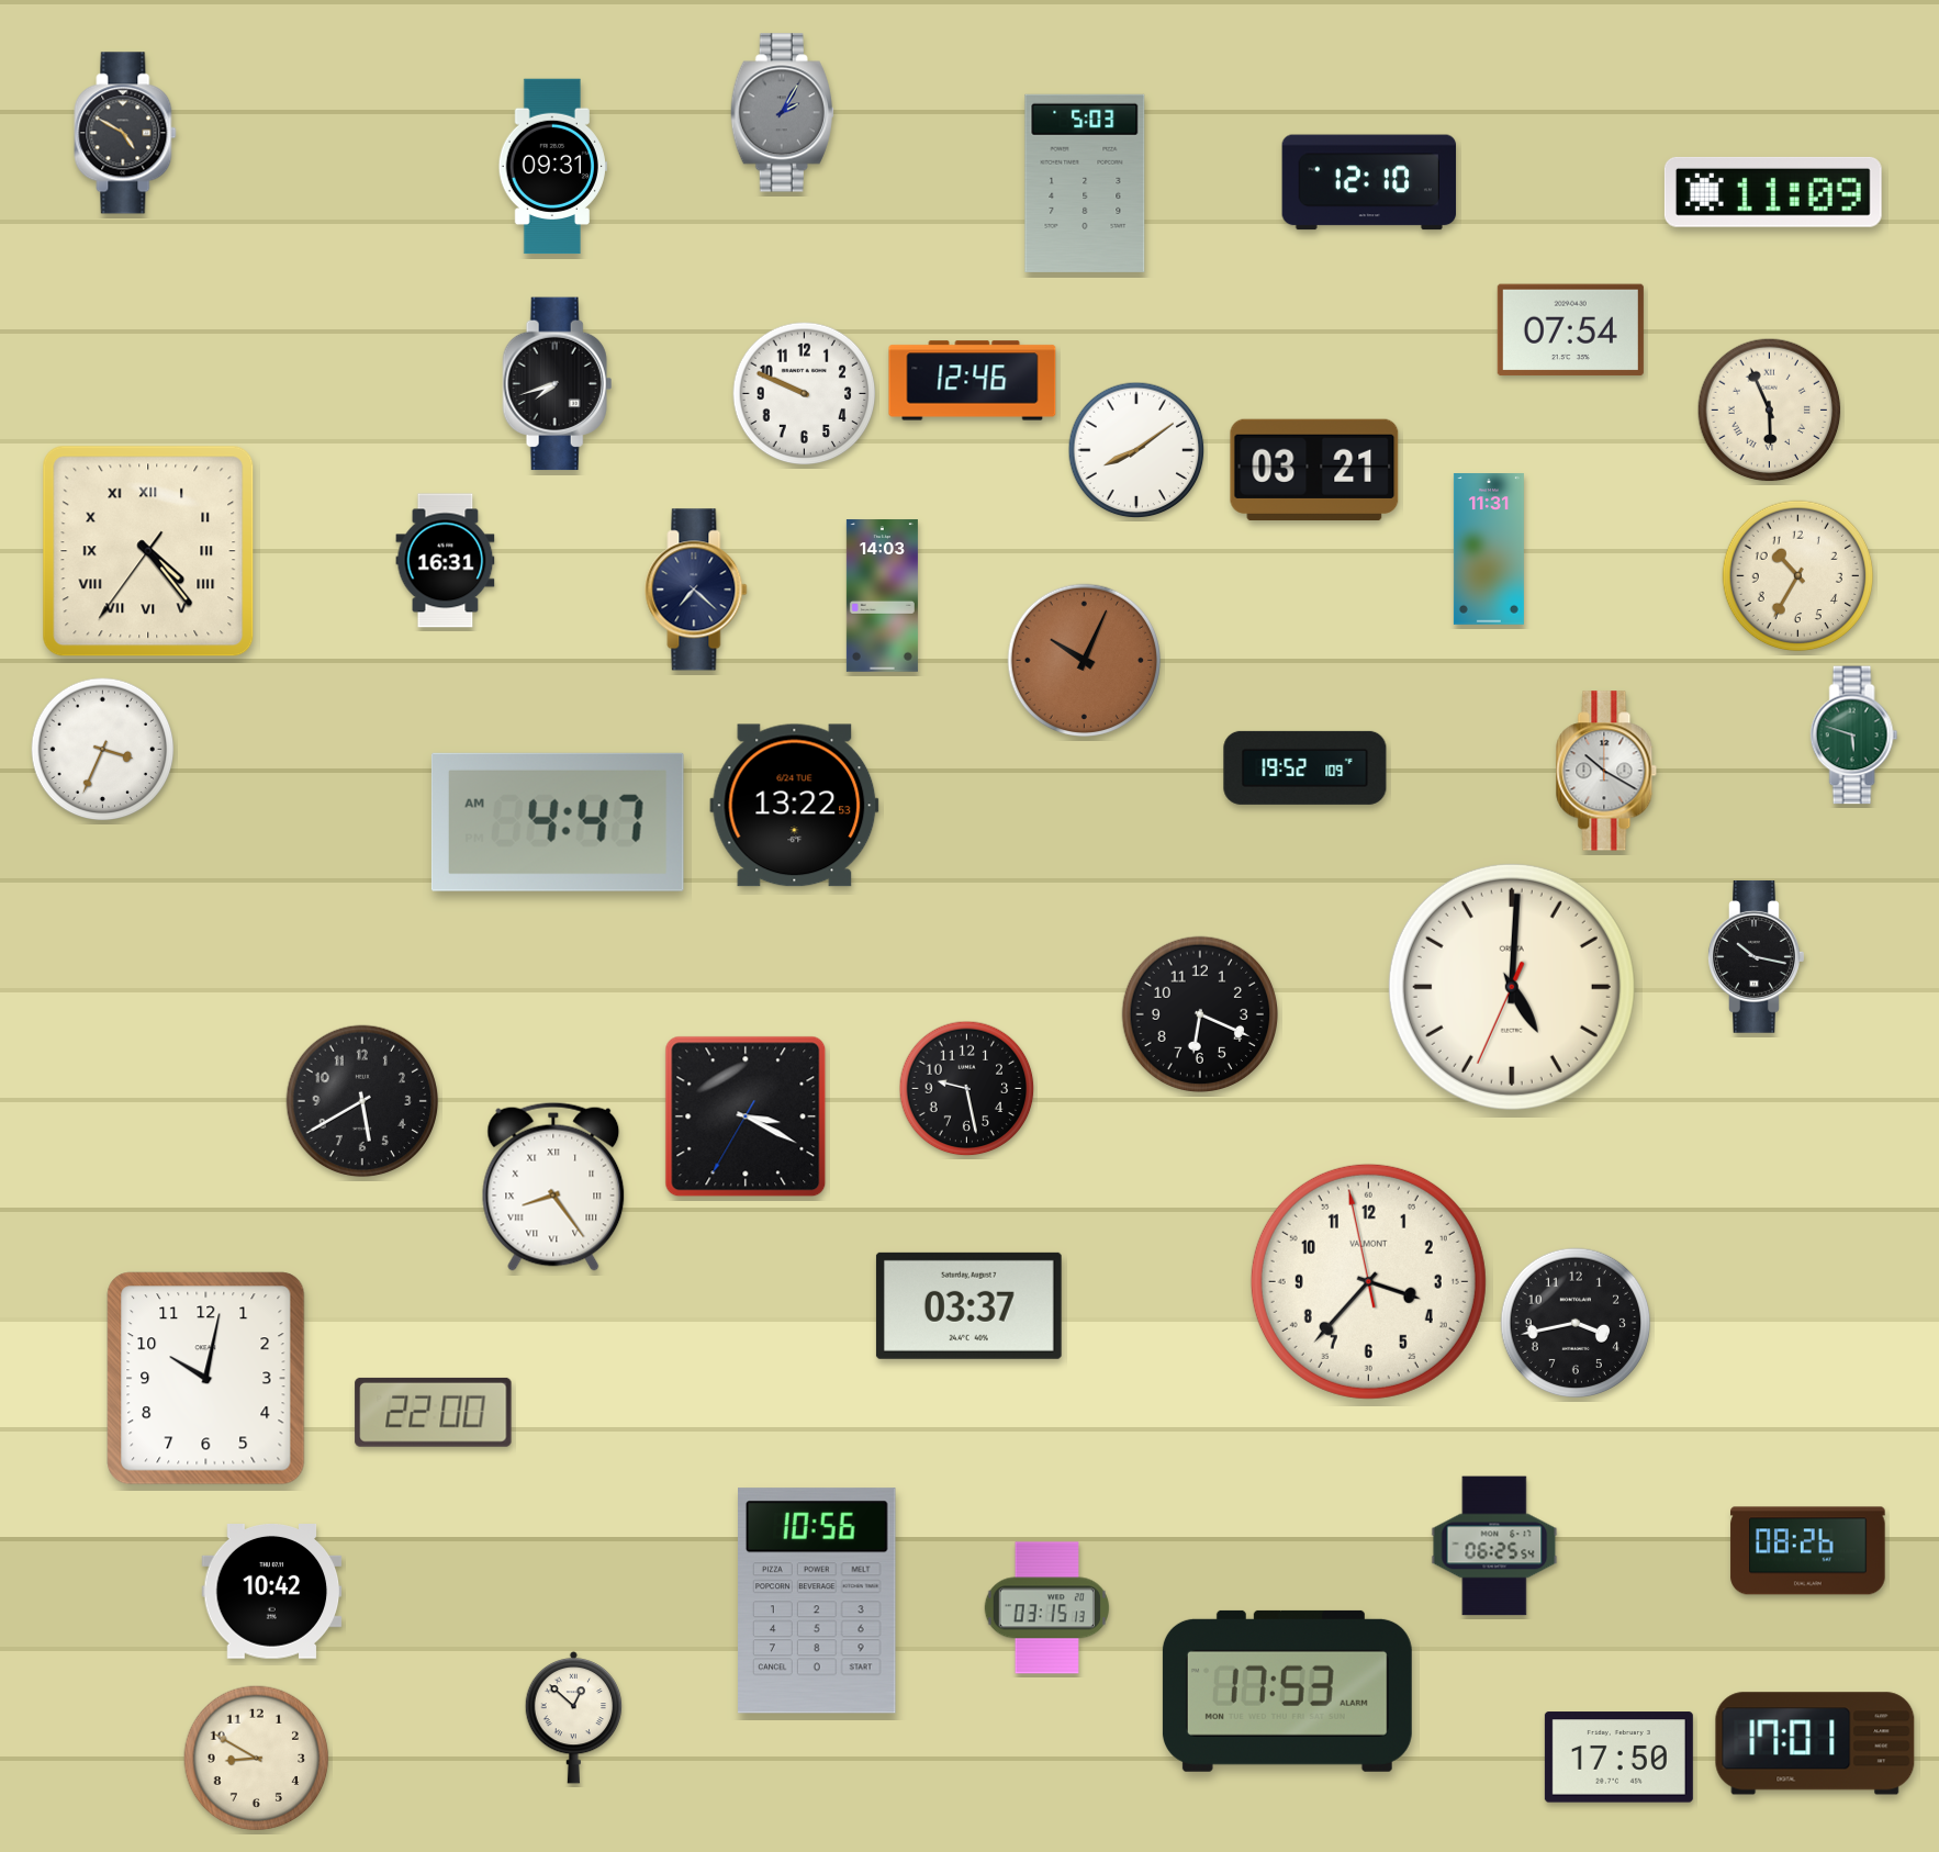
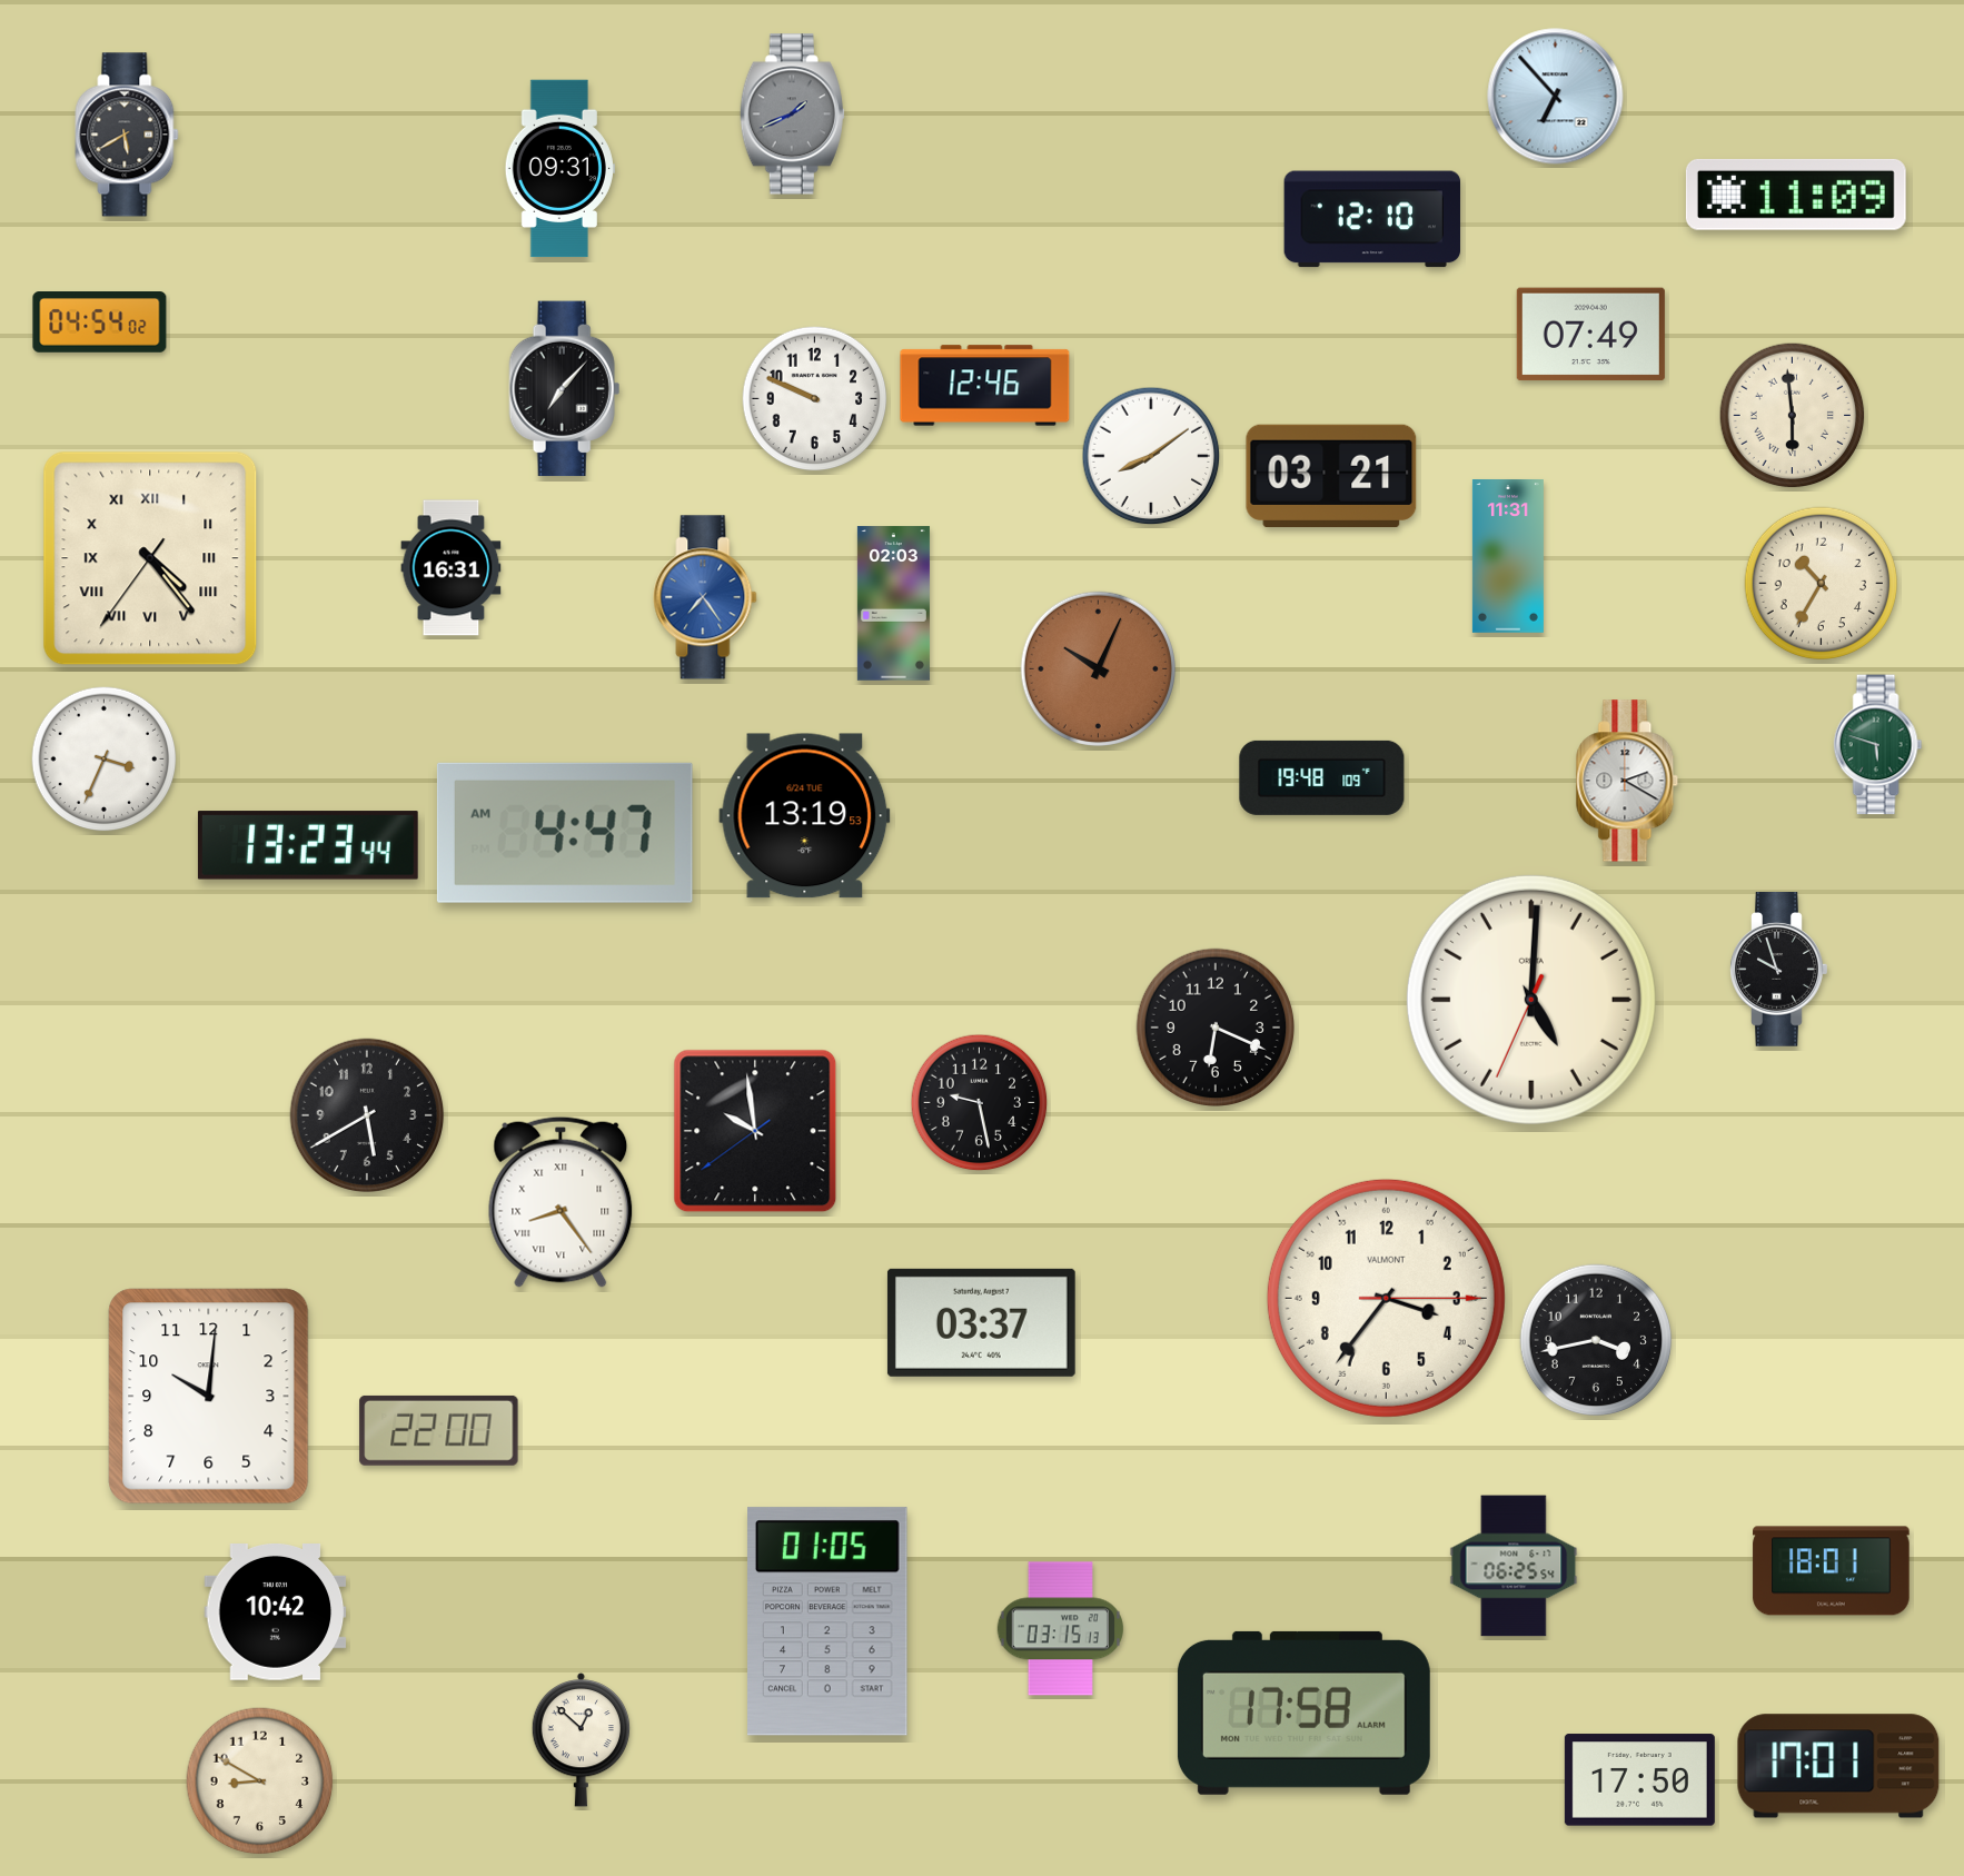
clock at (1556, 97): none -> 6:53
clock at (782, 113): 2:05 -> 1:41
clock at (125, 133): 4:50 -> 5:40
clock at (1369, 182) position: (1369, 182) -> (1372, 219)
clock at (1085, 183): 5:03 -> none
clock at (100, 322): none -> 04:54
clock at (1570, 330): 07:54 -> 07:49
clock at (558, 384): 7:42 -> 7:07
clock at (1770, 411): 5:56 -> 5:59
clock at (696, 590): 7:22 -> 7:24
clock at (696, 590) dial: navy -> blue
clock at (882, 596): 14:03 -> 02:03
clock at (1305, 767): 19:52 -> 19:48
clock at (1606, 771): 10:20 -> 2:20
clock at (795, 806): 13:22 -> 13:19
clock at (308, 845): none -> 13:23
clock at (1757, 957): 10:17 -> 9:57
clock at (746, 1116): 3:19 -> 9:58
clock at (1368, 1281): 3:36:58 -> 3:36:15
clock at (206, 1379): 10:02 -> 10:01
clock at (1808, 1551): 08:26 -> 18:01
clock at (818, 1601): 10:56 -> 01:05
clock at (1287, 1691): 17:53 -> 17:58
